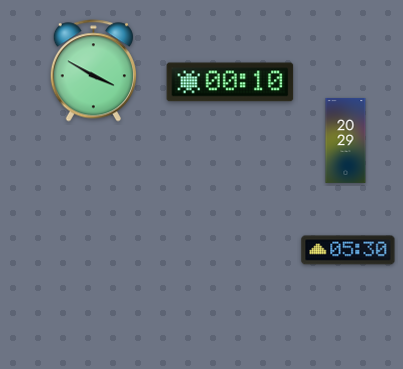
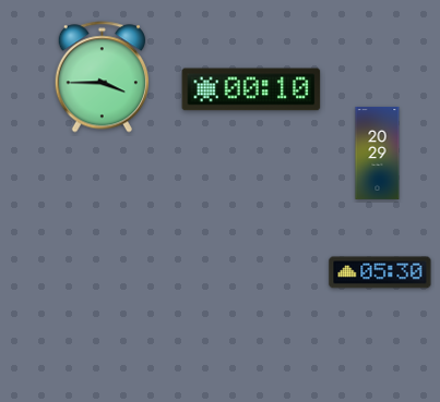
clock at (93, 71): 3:50 -> 3:45
